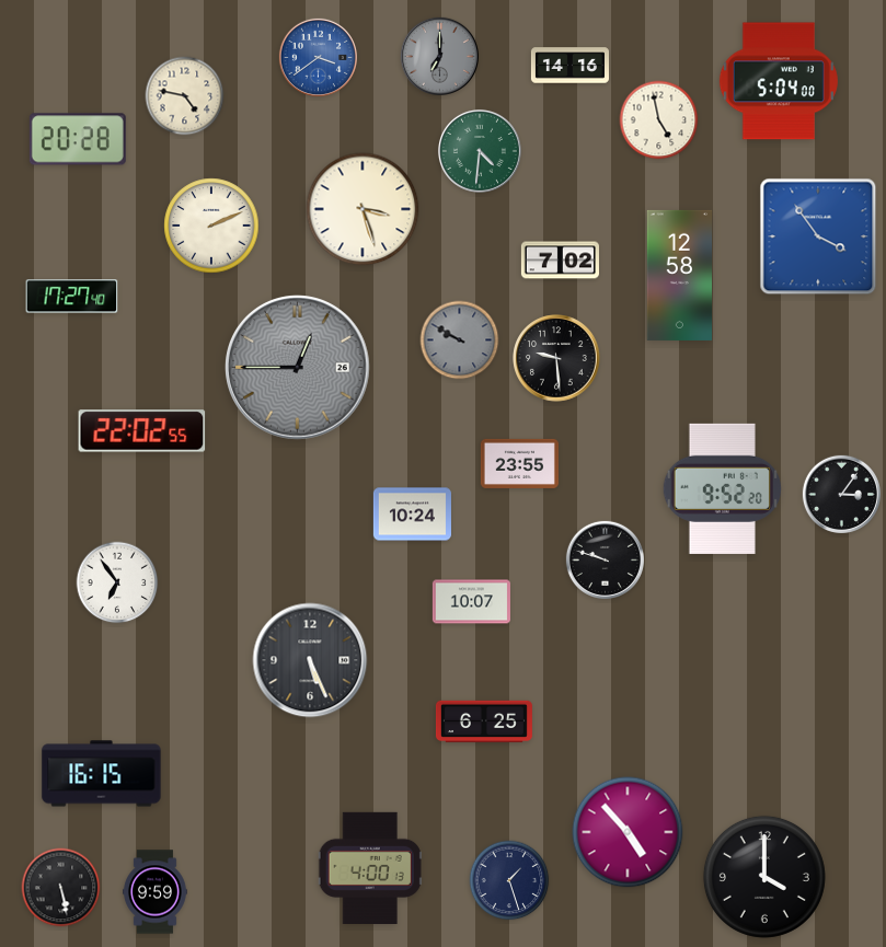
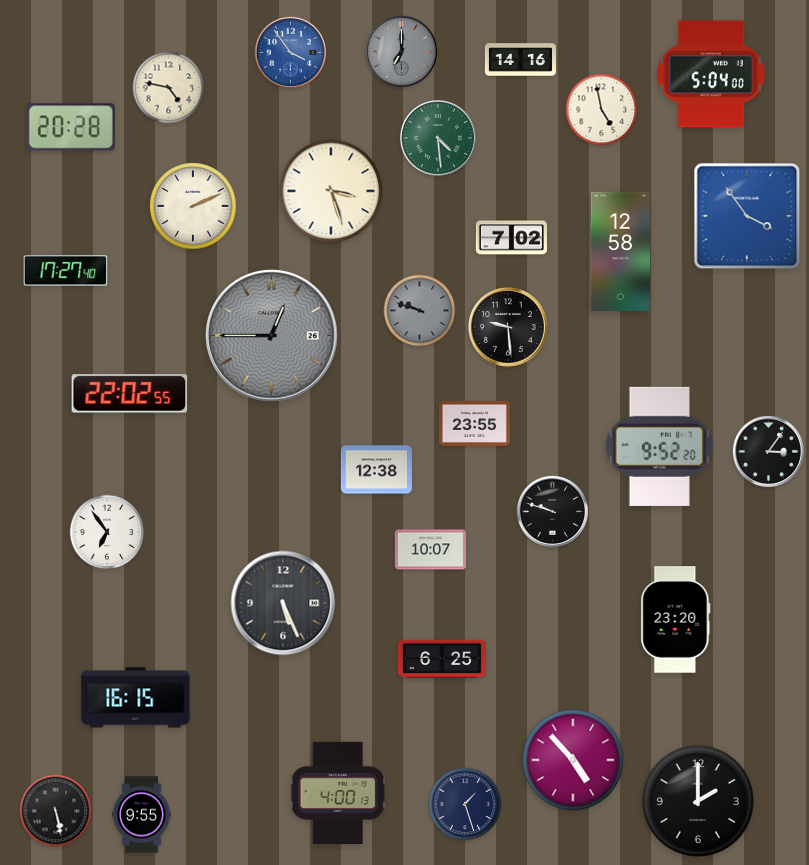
clock at (318, 57): 3:39 -> 3:54
clock at (480, 151): 4:31 -> 4:29
clock at (460, 340): 9:50 -> 9:48
clock at (412, 515): 10:24 -> 12:38
clock at (676, 620): none -> 23:20
clock at (102, 774) position: (102, 774) -> (136, 698)
clock at (764, 877): 4:00 -> 2:00
clock at (156, 892): 9:59 -> 9:55
